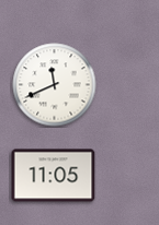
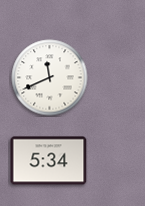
clock at (54, 176): 11:05 -> 5:34
